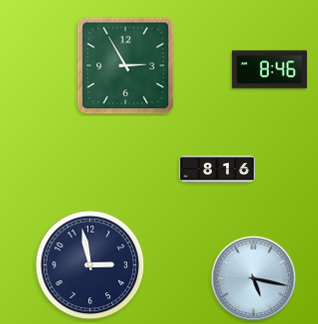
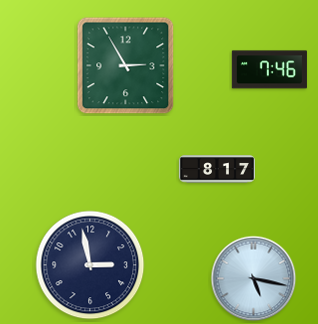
clock at (269, 70): 8:46 -> 7:46
clock at (217, 169): 8:16 -> 8:17
